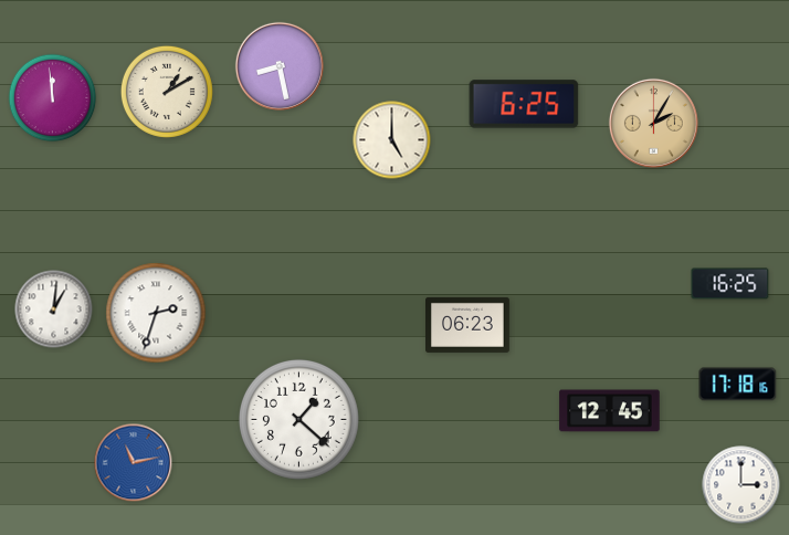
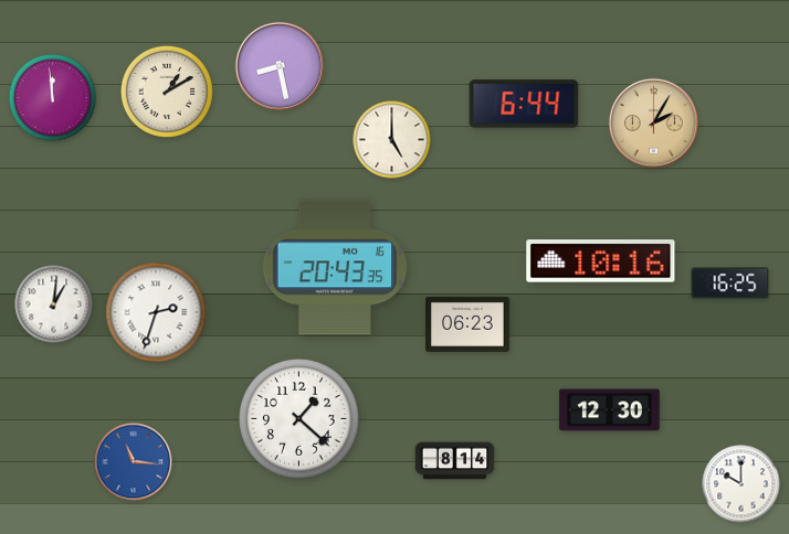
clock at (524, 104): 6:25 -> 6:44
clock at (601, 261): none -> 10:16
clock at (335, 267): none -> 20:43
clock at (54, 310) position: (54, 310) -> (54, 305)
clock at (738, 385): 17:18 -> none
clock at (610, 411): 12:45 -> 12:30
clock at (455, 461): none -> 8:14
clock at (134, 463): 11:13 -> 11:16
clock at (741, 485): 3:00 -> 10:00
